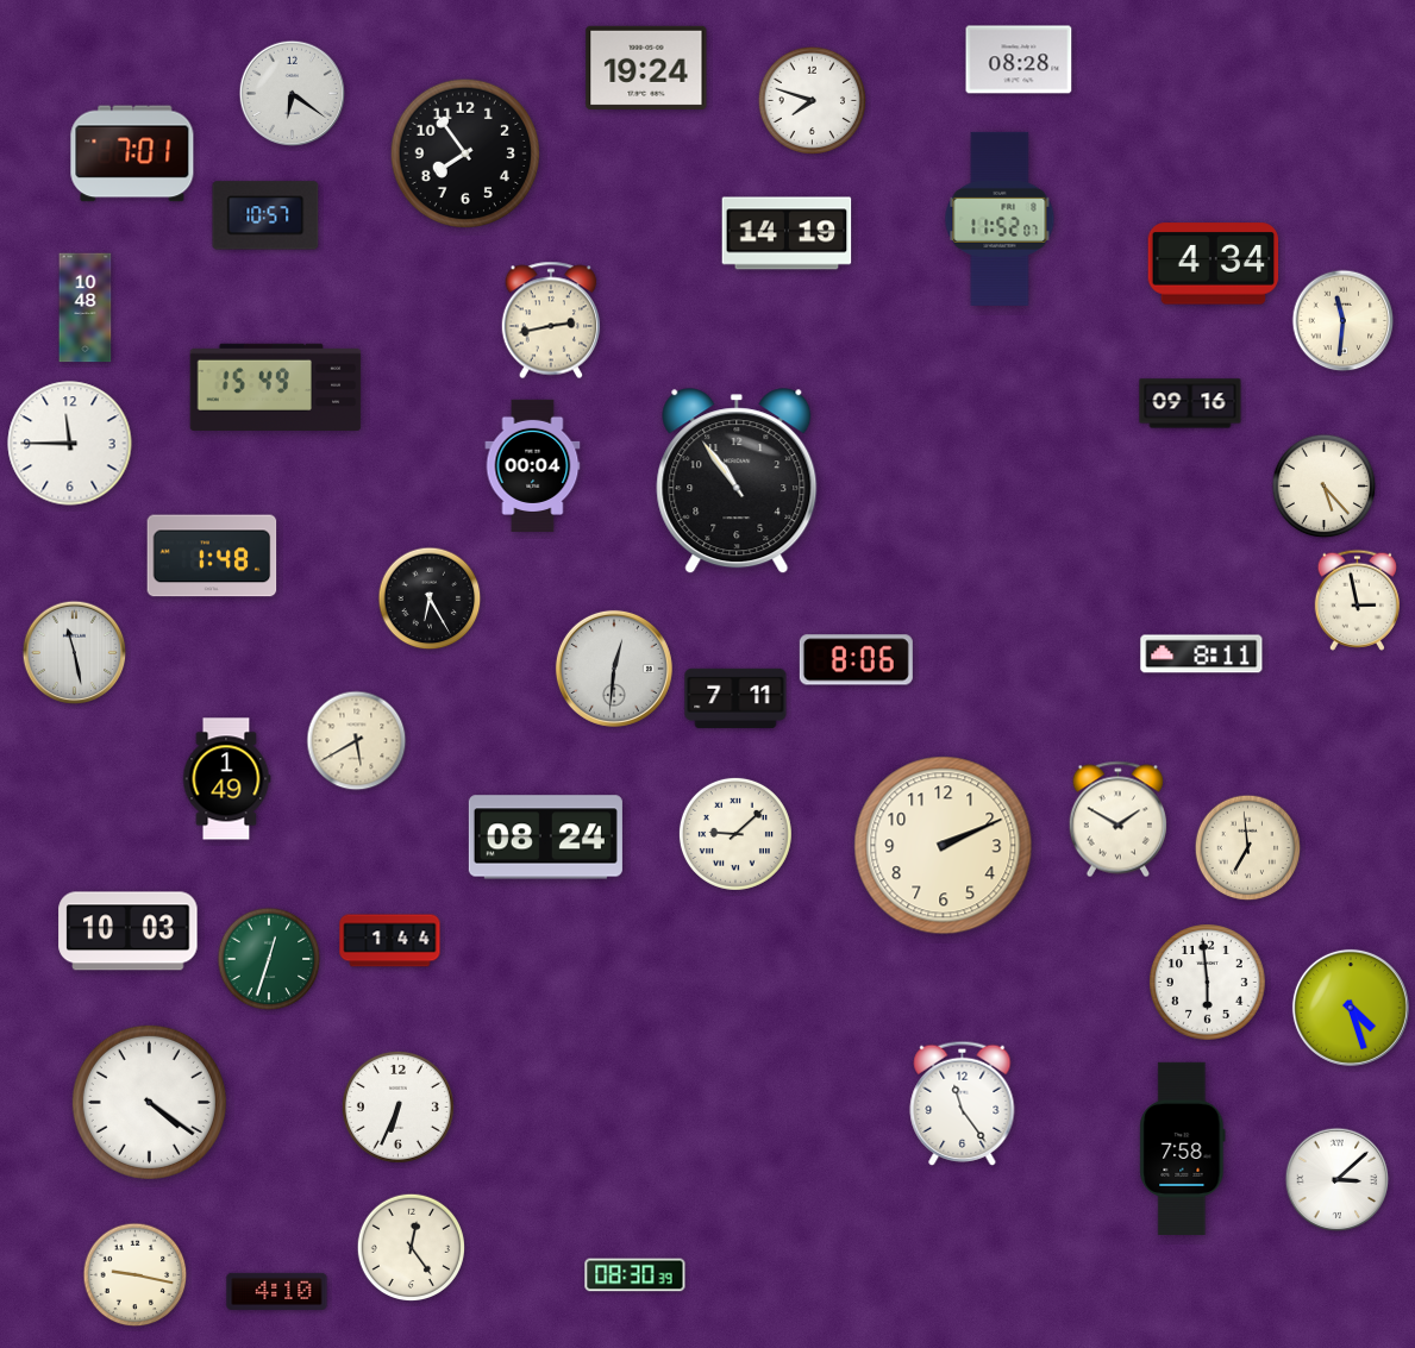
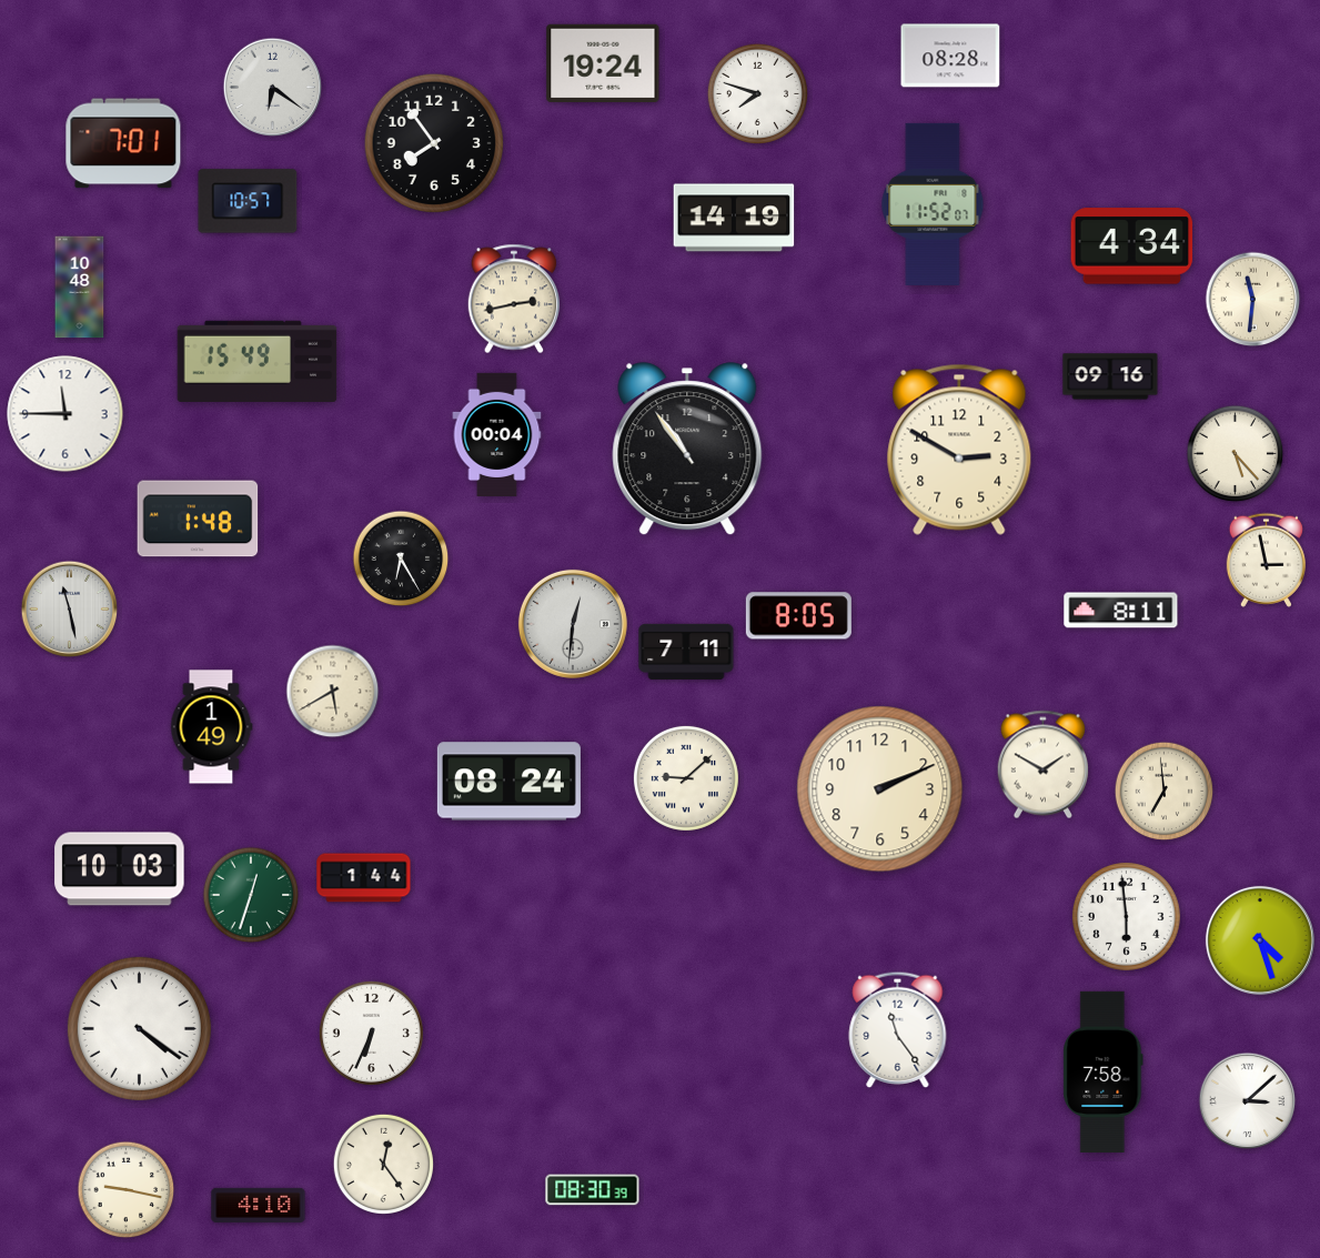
clock at (959, 450): none -> 2:50
clock at (856, 660): 8:06 -> 8:05
